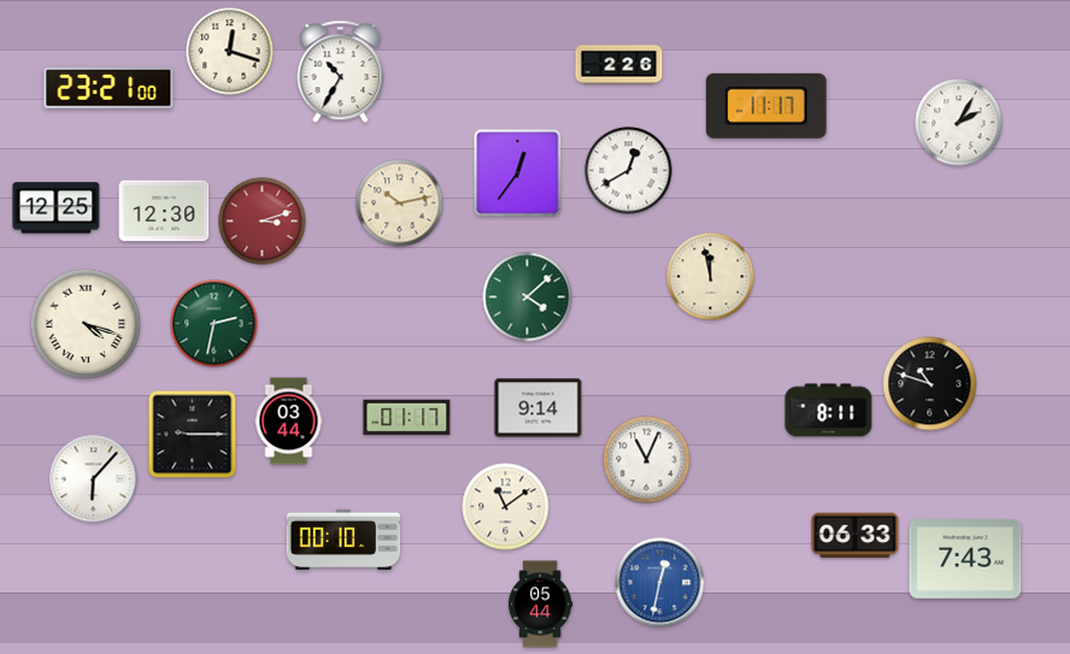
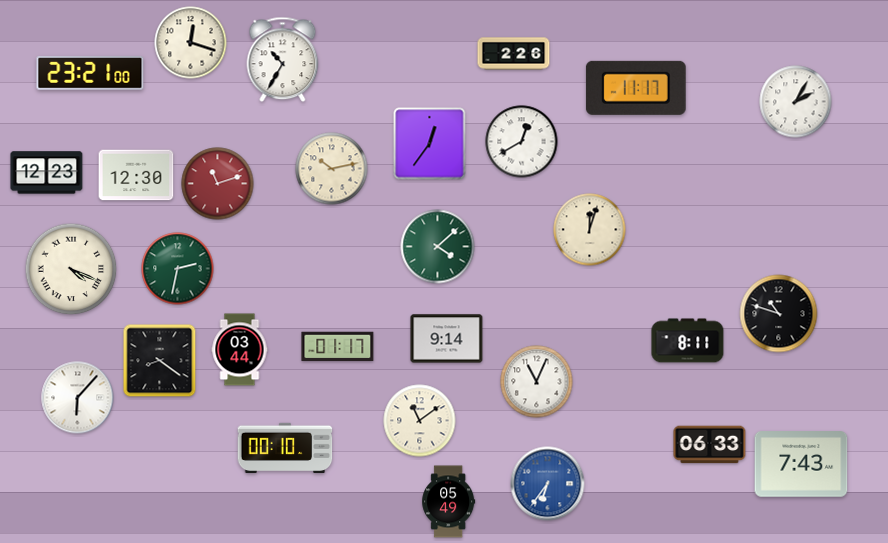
clock at (57, 208): 12:25 -> 12:23
clock at (263, 222): 3:12 -> 11:12
clock at (711, 277): 11:58 -> 12:03
clock at (86, 324): 4:18 -> 4:19
clock at (930, 384) position: (930, 384) -> (779, 314)
clock at (193, 435): 9:15 -> 8:21
clock at (660, 583): 12:32 -> 6:36
clock at (541, 605): 05:44 -> 05:49
